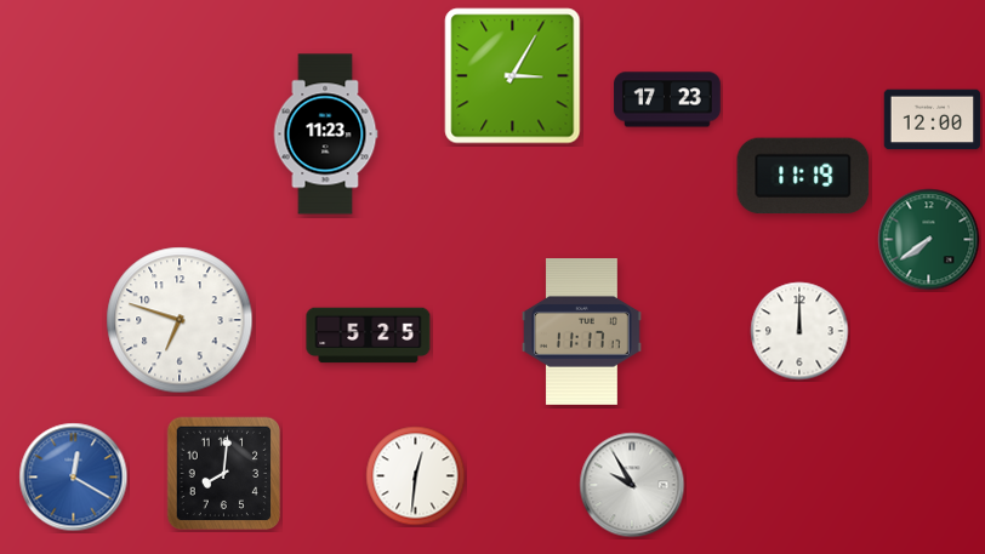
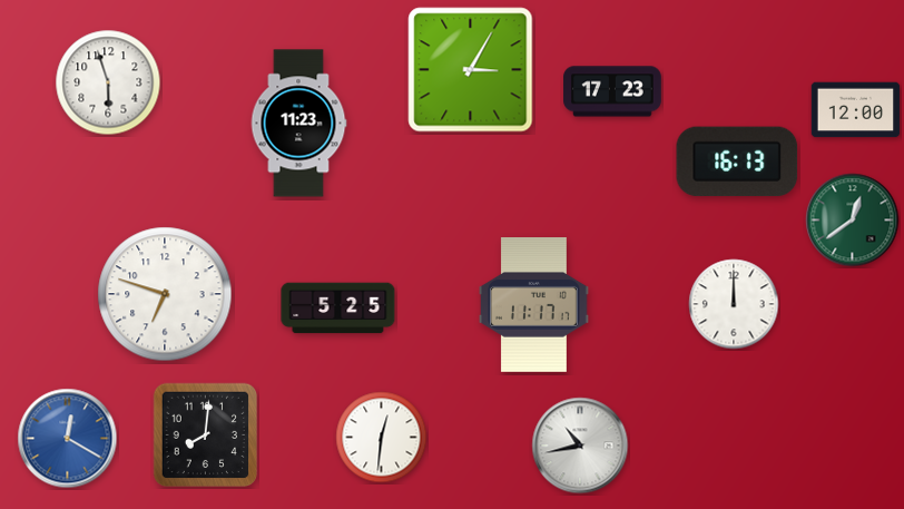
clock at (108, 82): none -> 5:57
clock at (803, 176): 11:19 -> 16:13
clock at (929, 240): 7:39 -> 12:39
clock at (632, 485): 9:55 -> 10:43
